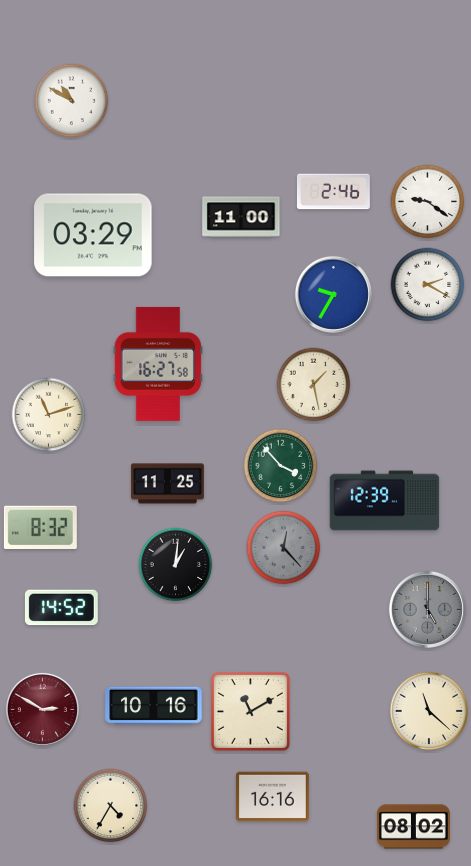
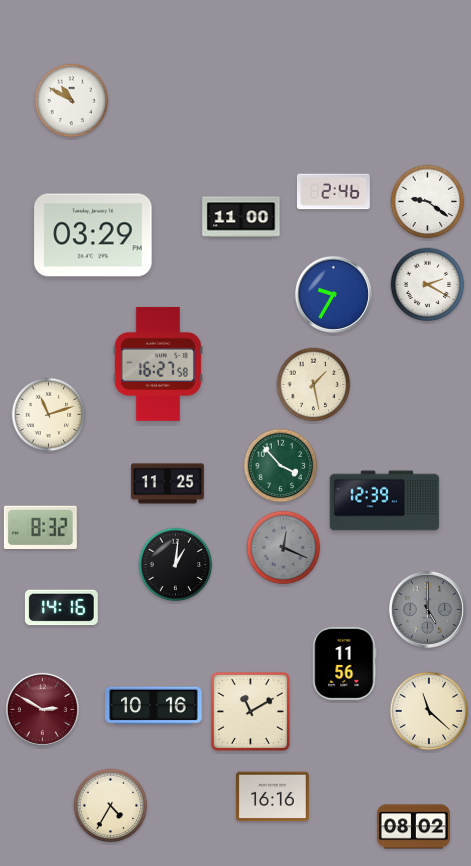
clock at (284, 548): 12:23 -> 12:19
clock at (61, 608): 14:52 -> 14:16
clock at (345, 663): none -> 11:56
